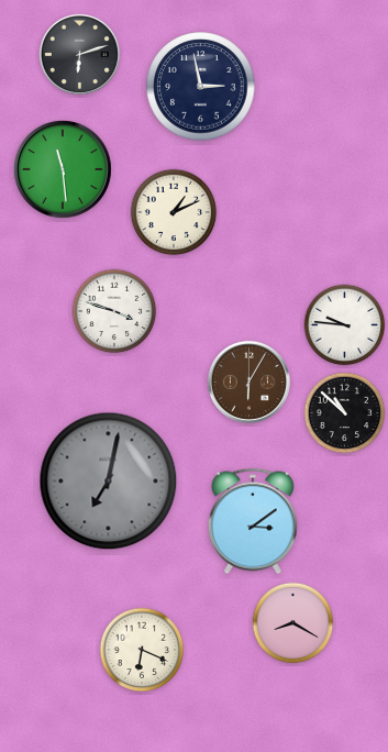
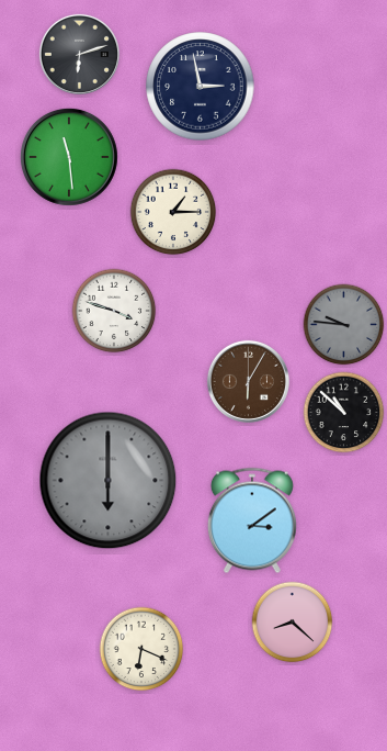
clock at (63, 169) position: (63, 169) -> (69, 157)
clock at (174, 212): 1:11 -> 1:15
clock at (345, 325) dial: white -> grey
clock at (109, 482): 7:02 -> 6:00
clock at (293, 623): 8:20 -> 8:22
